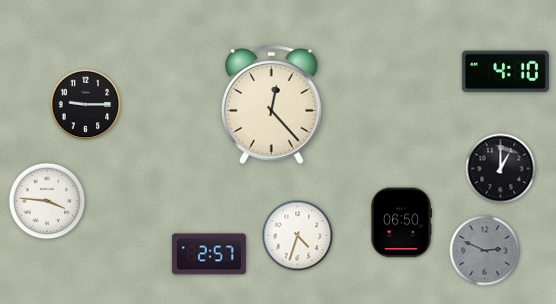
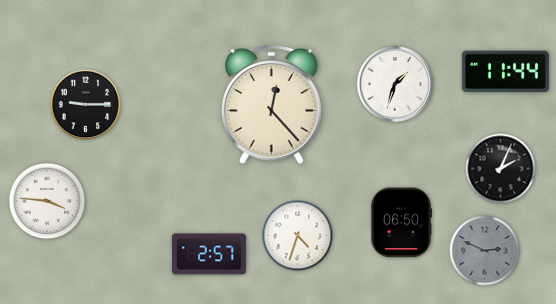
clock at (505, 72): 4:10 -> 11:44
clock at (395, 84): none -> 1:33
clock at (501, 169): 1:00 -> 2:04
